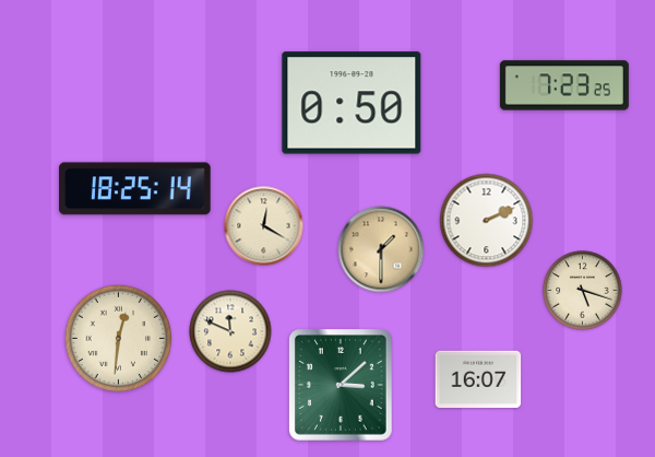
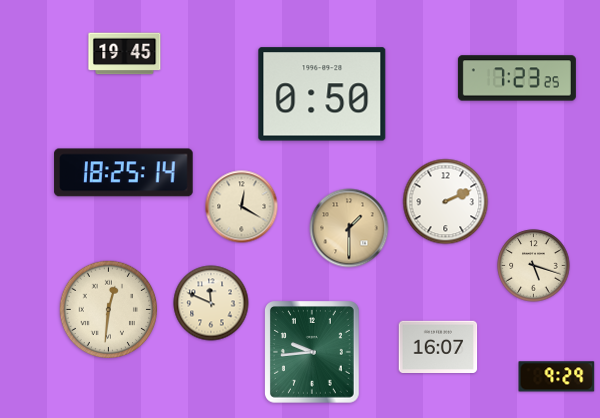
clock at (125, 54): none -> 19:45
clock at (342, 386): 3:08 -> 9:44
clock at (557, 377): none -> 9:29
